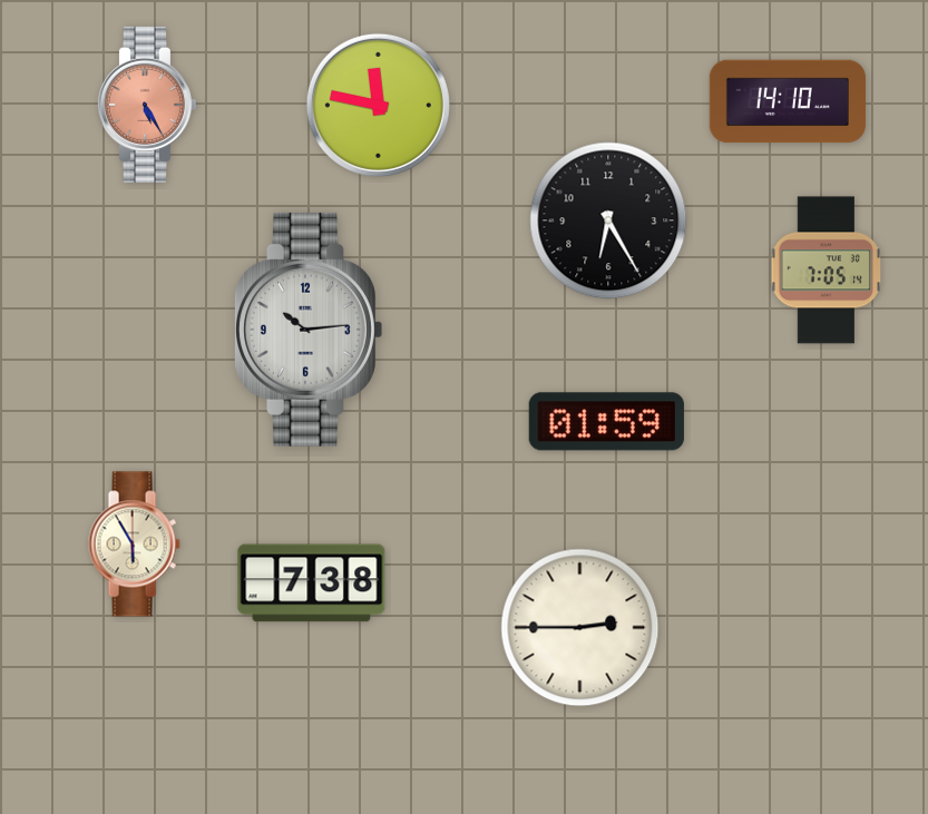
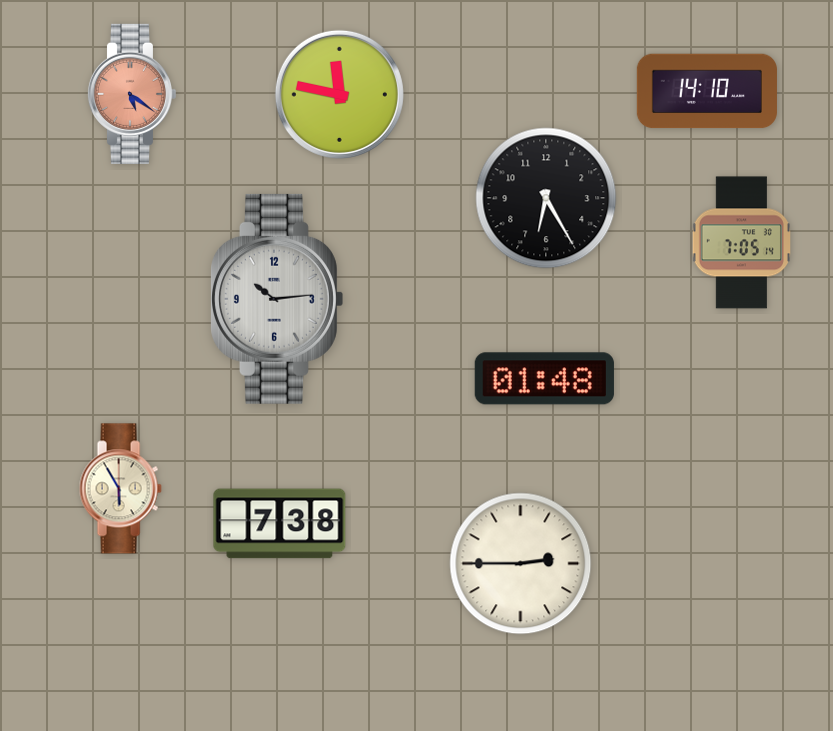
clock at (146, 105): 5:25 -> 5:21
clock at (309, 330) position: (309, 330) -> (277, 299)
clock at (606, 422): 01:59 -> 01:48
